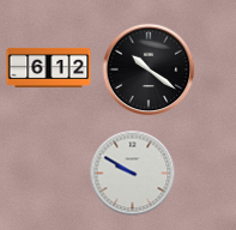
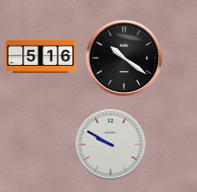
clock at (49, 67): 6:12 -> 5:16
